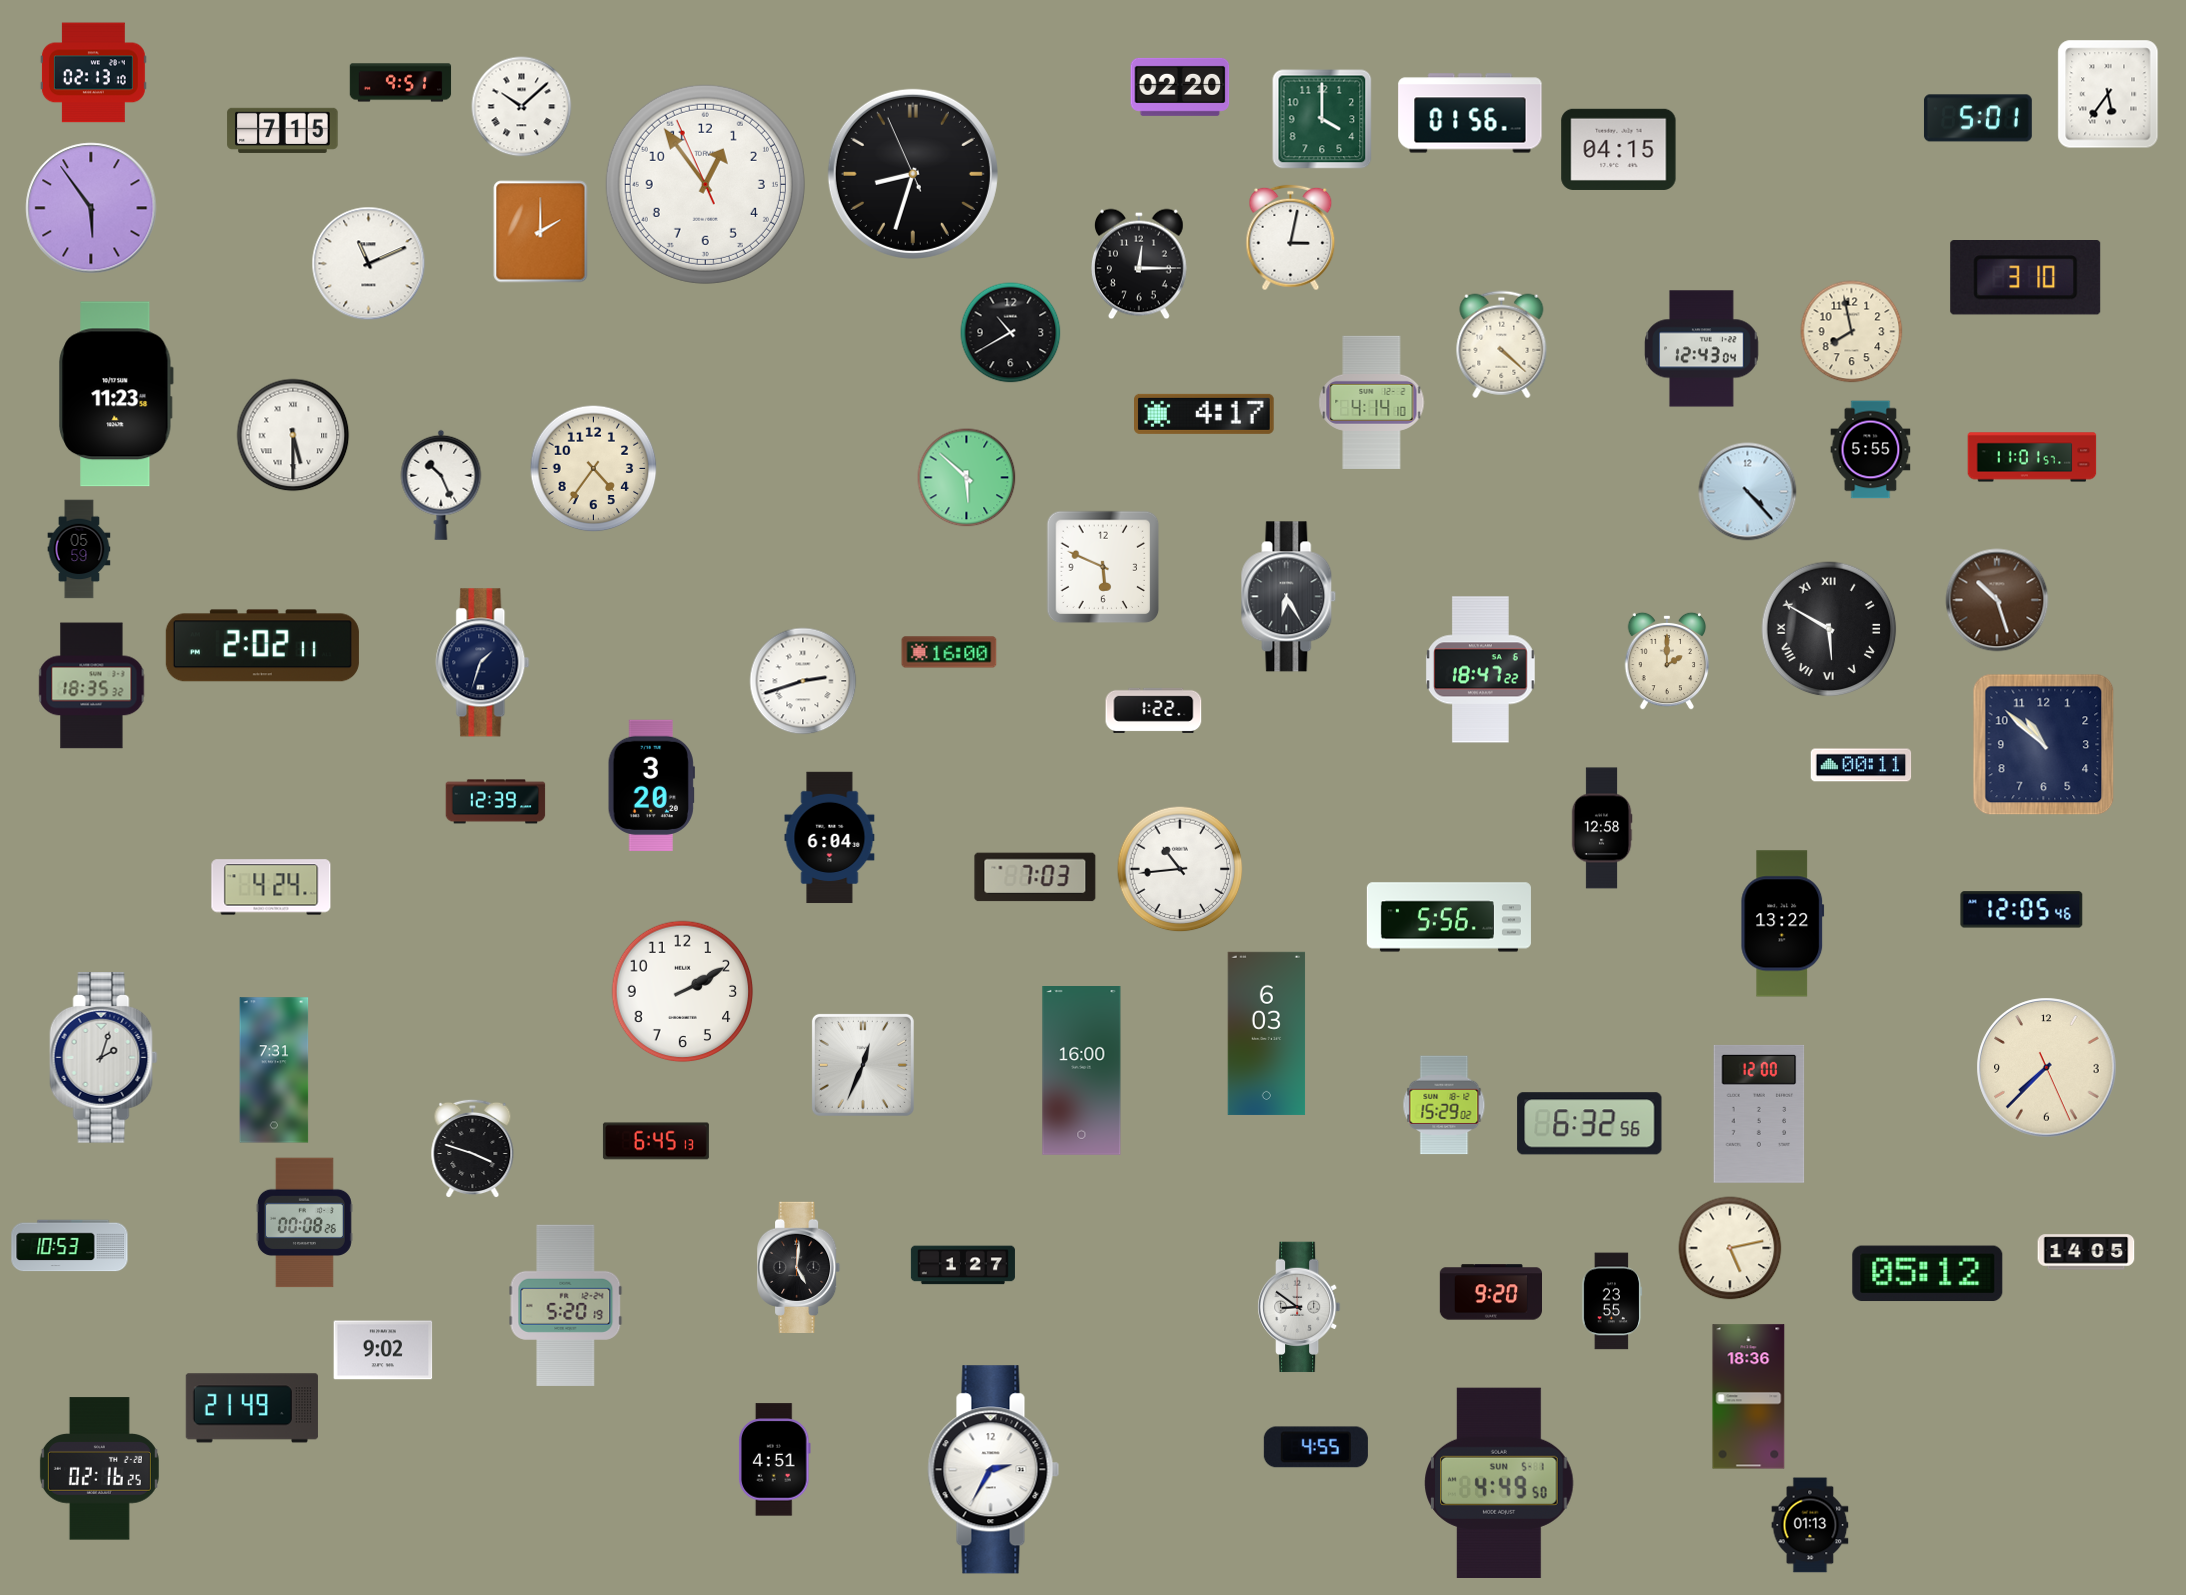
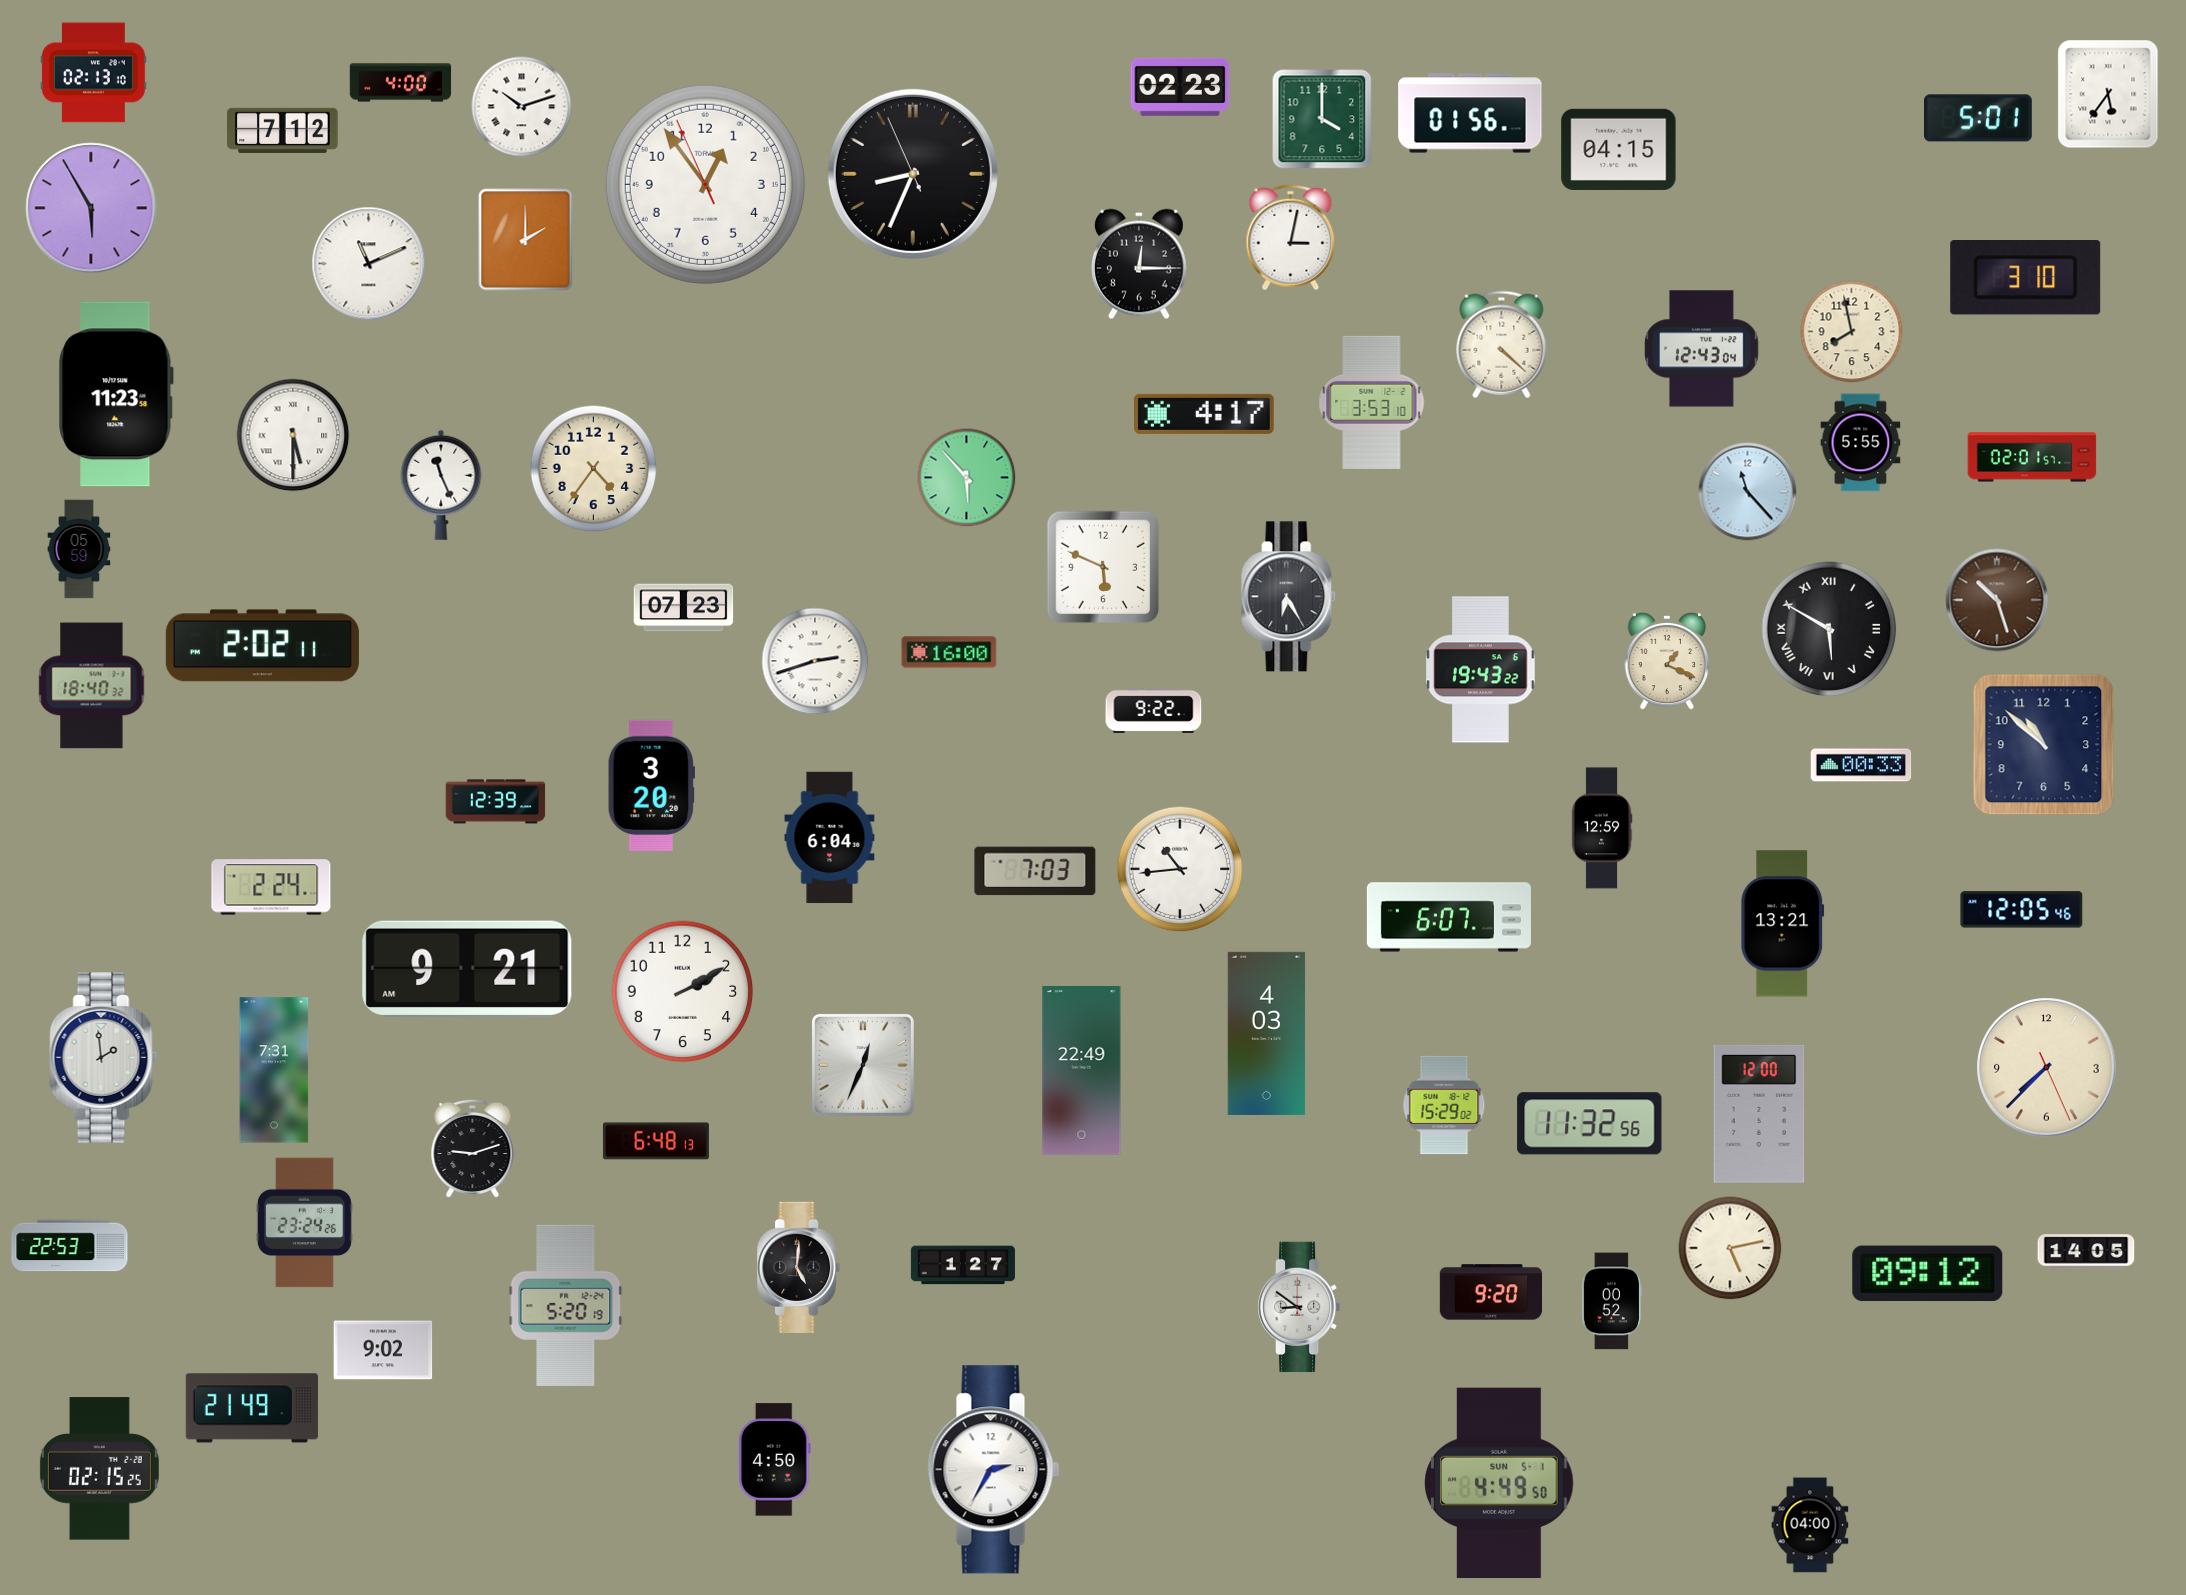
clock at (401, 83): 9:51 -> 4:00
clock at (1180, 87): 02:20 -> 02:23
clock at (522, 107): 10:08 -> 10:12
clock at (283, 130): 7:15 -> 7:12
clock at (913, 174): 8:32 -> 8:33
clock at (91, 208): 5:54 -> 5:55
clock at (541, 232) position: (541, 232) -> (526, 240)
clock at (1011, 333): 10:40 -> none
clock at (1372, 402): 4:14 -> 3:53
clock at (1871, 450) position: (1871, 450) -> (1861, 443)
clock at (2032, 457): 11:01 -> 02:01
clock at (967, 478): 5:52 -> 5:53
clock at (441, 485): 10:26 -> 11:26
clock at (1748, 492): 4:23 -> 11:23
clock at (684, 608): none -> 07:23
clock at (1667, 661): 2:00 -> 1:19
clock at (483, 663): 1:33 -> none
clock at (1481, 670): 18:47 -> 19:43
clock at (803, 681) position: (803, 681) -> (815, 661)
clock at (92, 686): 18:35 -> 18:40
clock at (1154, 710): 1:22 -> 9:22
clock at (1861, 765): 00:11 -> 00:33
clock at (1602, 828): 12:58 -> 12:59
clock at (1035, 877) position: (1035, 877) -> (1035, 871)
clock at (271, 887): 4:24 -> 2:24
clock at (1449, 917): 5:56 -> 6:07
clock at (1783, 924): 13:22 -> 13:21
clock at (467, 968): none -> 9:21
clock at (1267, 1033): 6:03 -> 4:03
clock at (104, 1058): 2:03 -> 1:59
clock at (1082, 1071): 16:00 -> 22:49
clock at (1590, 1124): 6:32 -> 11:32
clock at (656, 1141): 6:45 -> 6:48
clock at (473, 1149): 3:48 -> 9:12
clock at (304, 1223): 00:08 -> 23:24
clock at (70, 1246): 10:53 -> 22:53
clock at (1928, 1274): 05:12 -> 09:12
clock at (1612, 1301): 23:55 -> 00:52
clock at (1749, 1397): 18:36 -> none
clock at (1316, 1447): 4:55 -> none
clock at (775, 1460): 4:51 -> 4:50
clock at (99, 1469): 02:16 -> 02:15
clock at (1810, 1525): 01:13 -> 04:00
